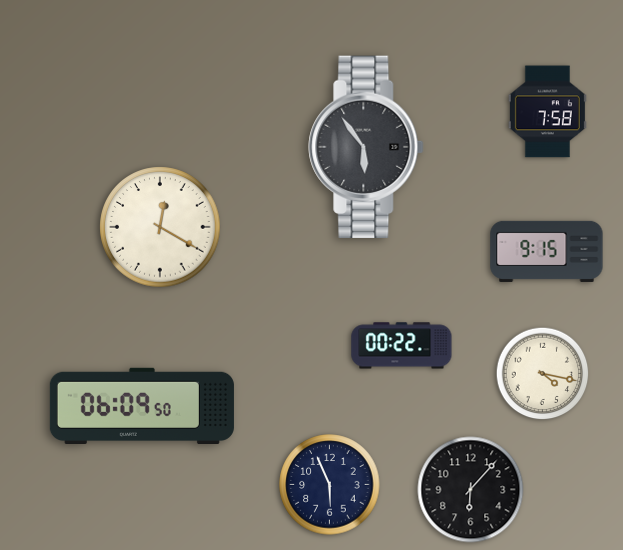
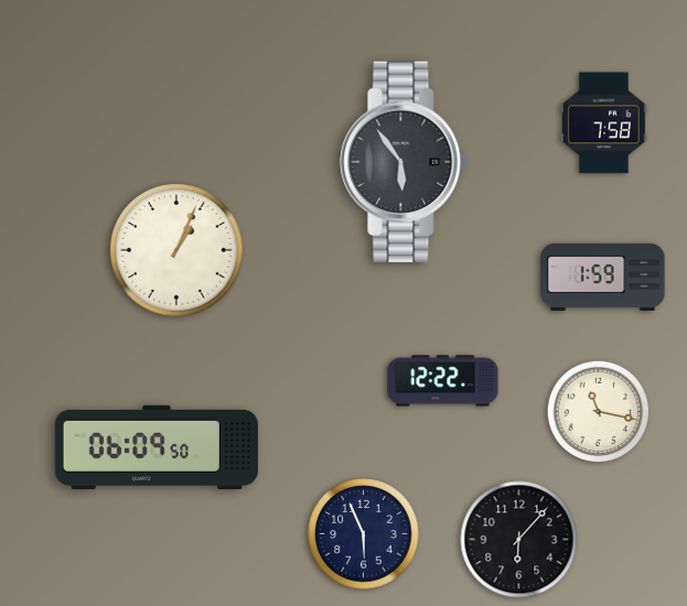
clock at (160, 227): 12:20 -> 1:04
clock at (547, 251): 9:15 -> 1:59
clock at (402, 346): 00:22 -> 12:22
clock at (543, 374): 4:17 -> 11:17
